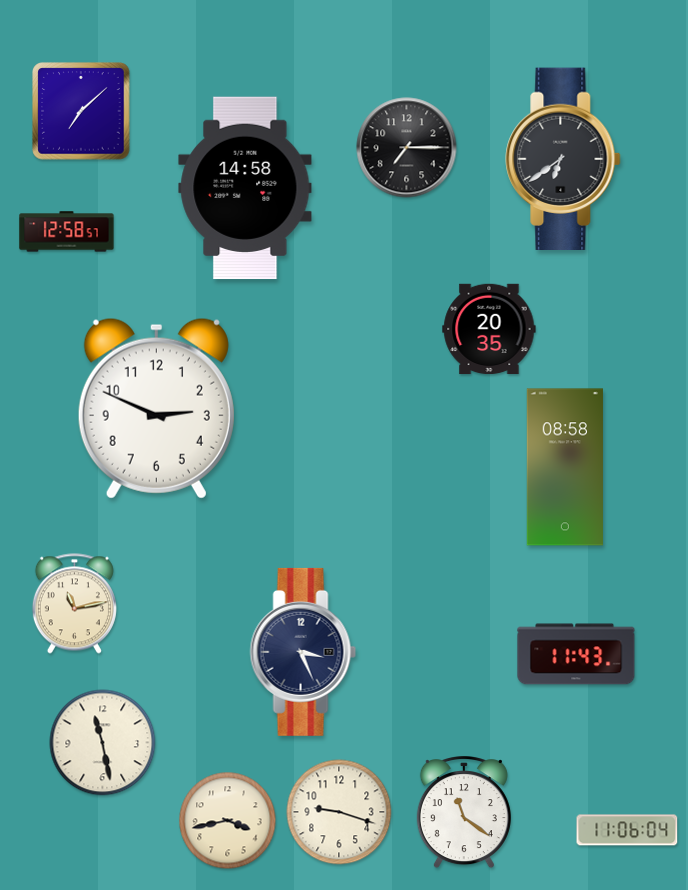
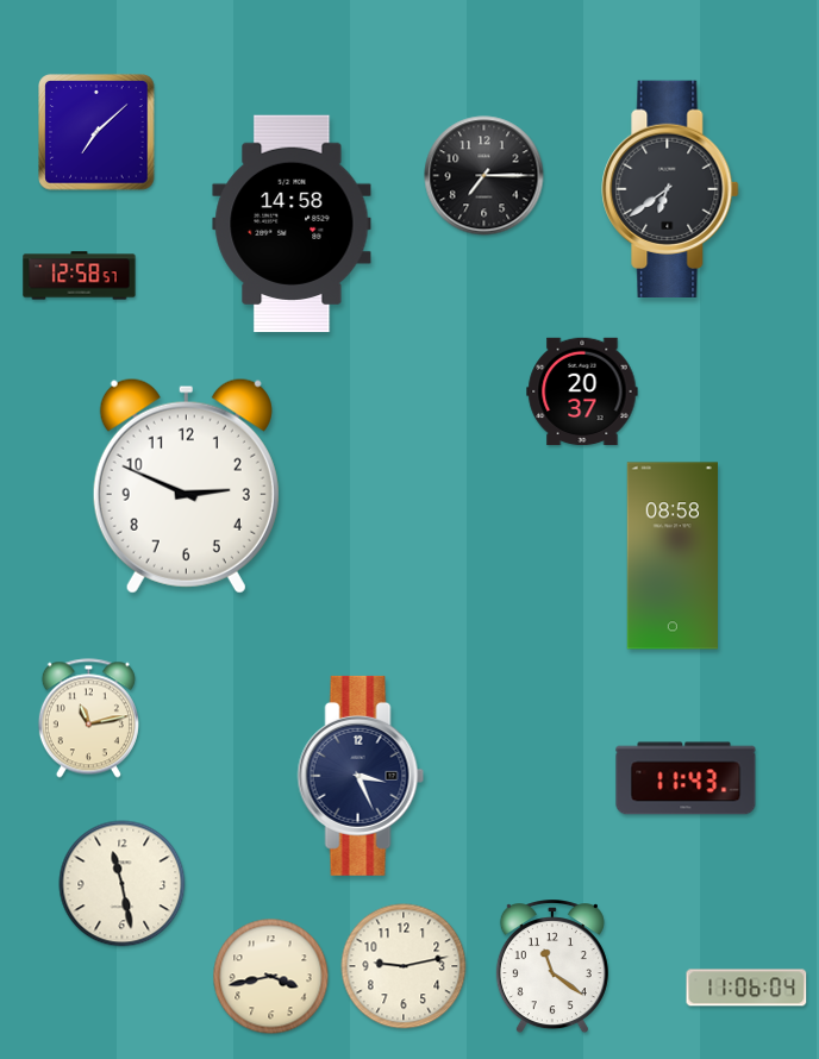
clock at (489, 329): 20:35 -> 20:37
clock at (339, 812): 9:18 -> 9:13
